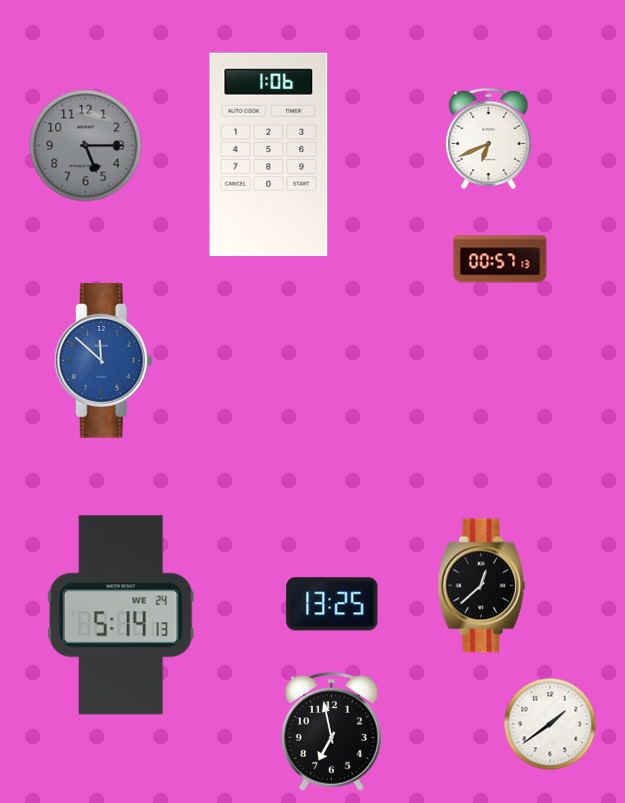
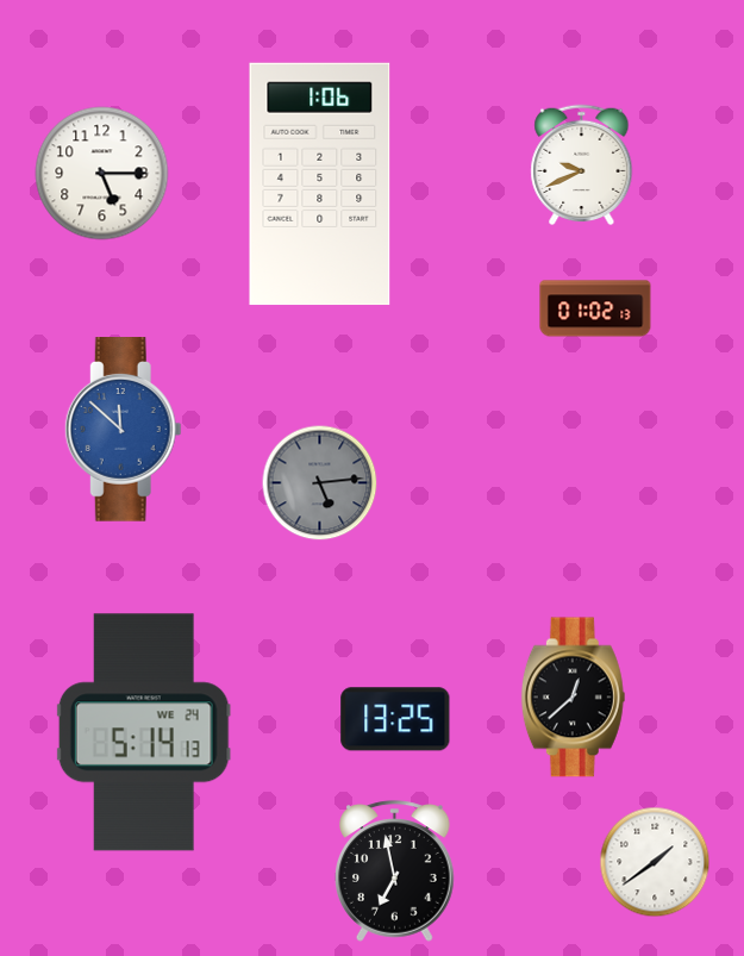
clock at (489, 139): 6:41 -> 9:41
clock at (86, 146) dial: grey -> white
clock at (500, 259): 00:57 -> 01:02
clock at (320, 483): none -> 5:14
